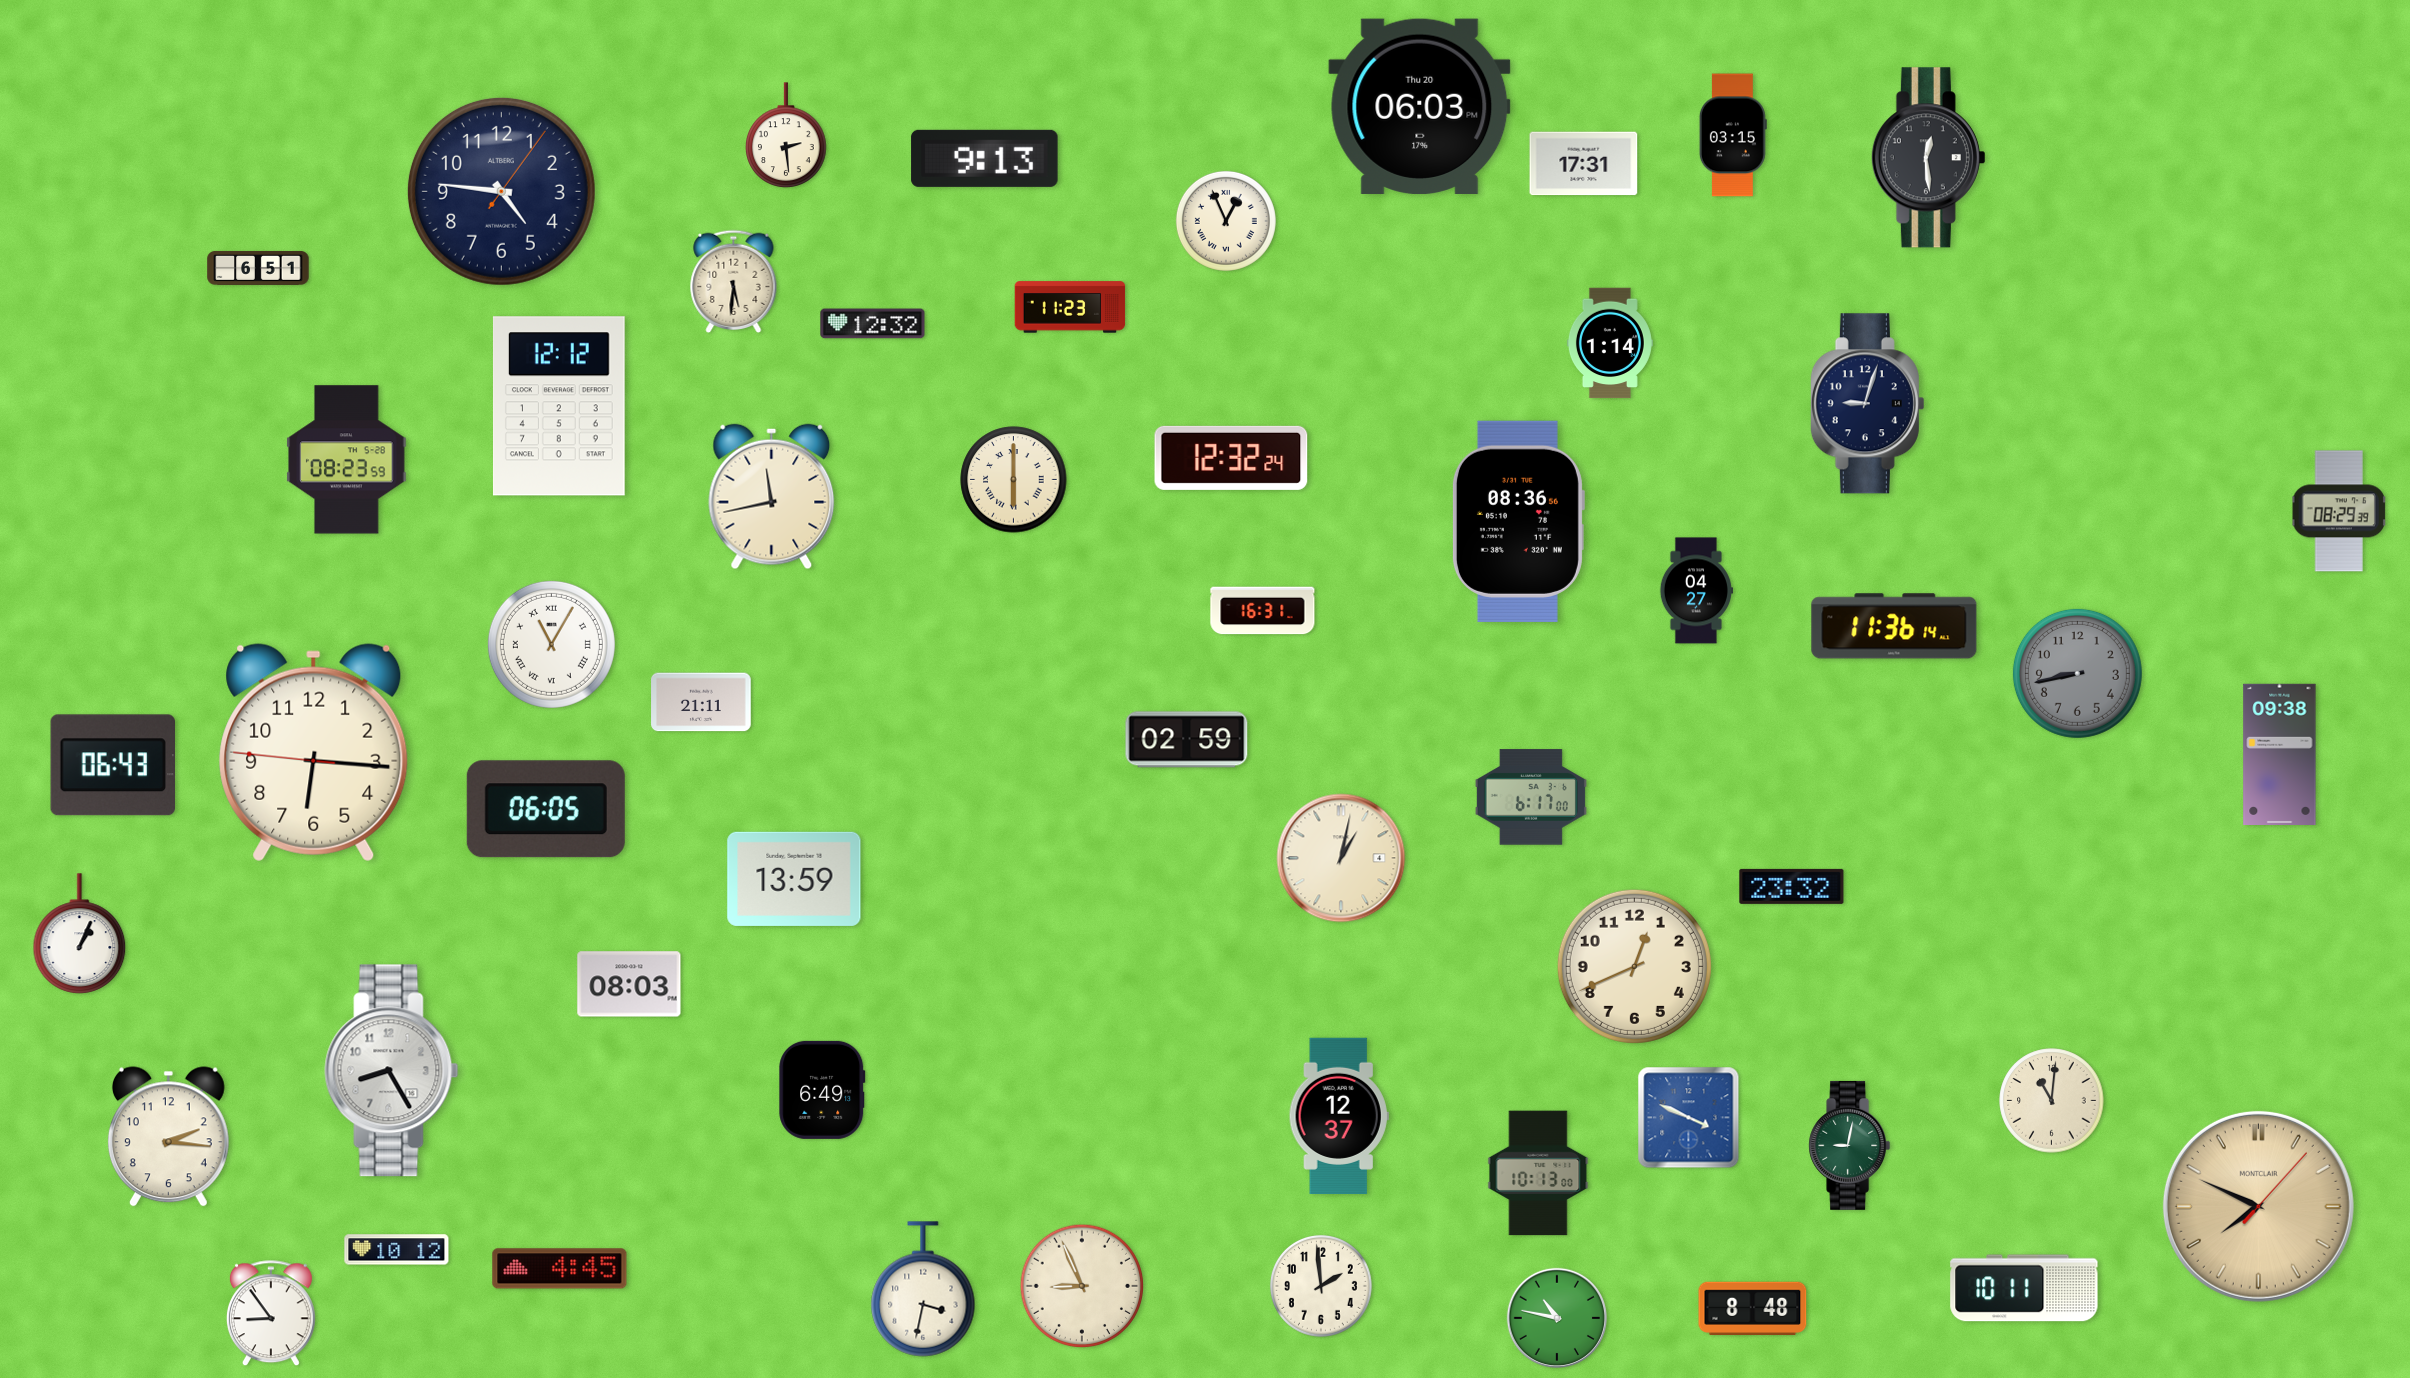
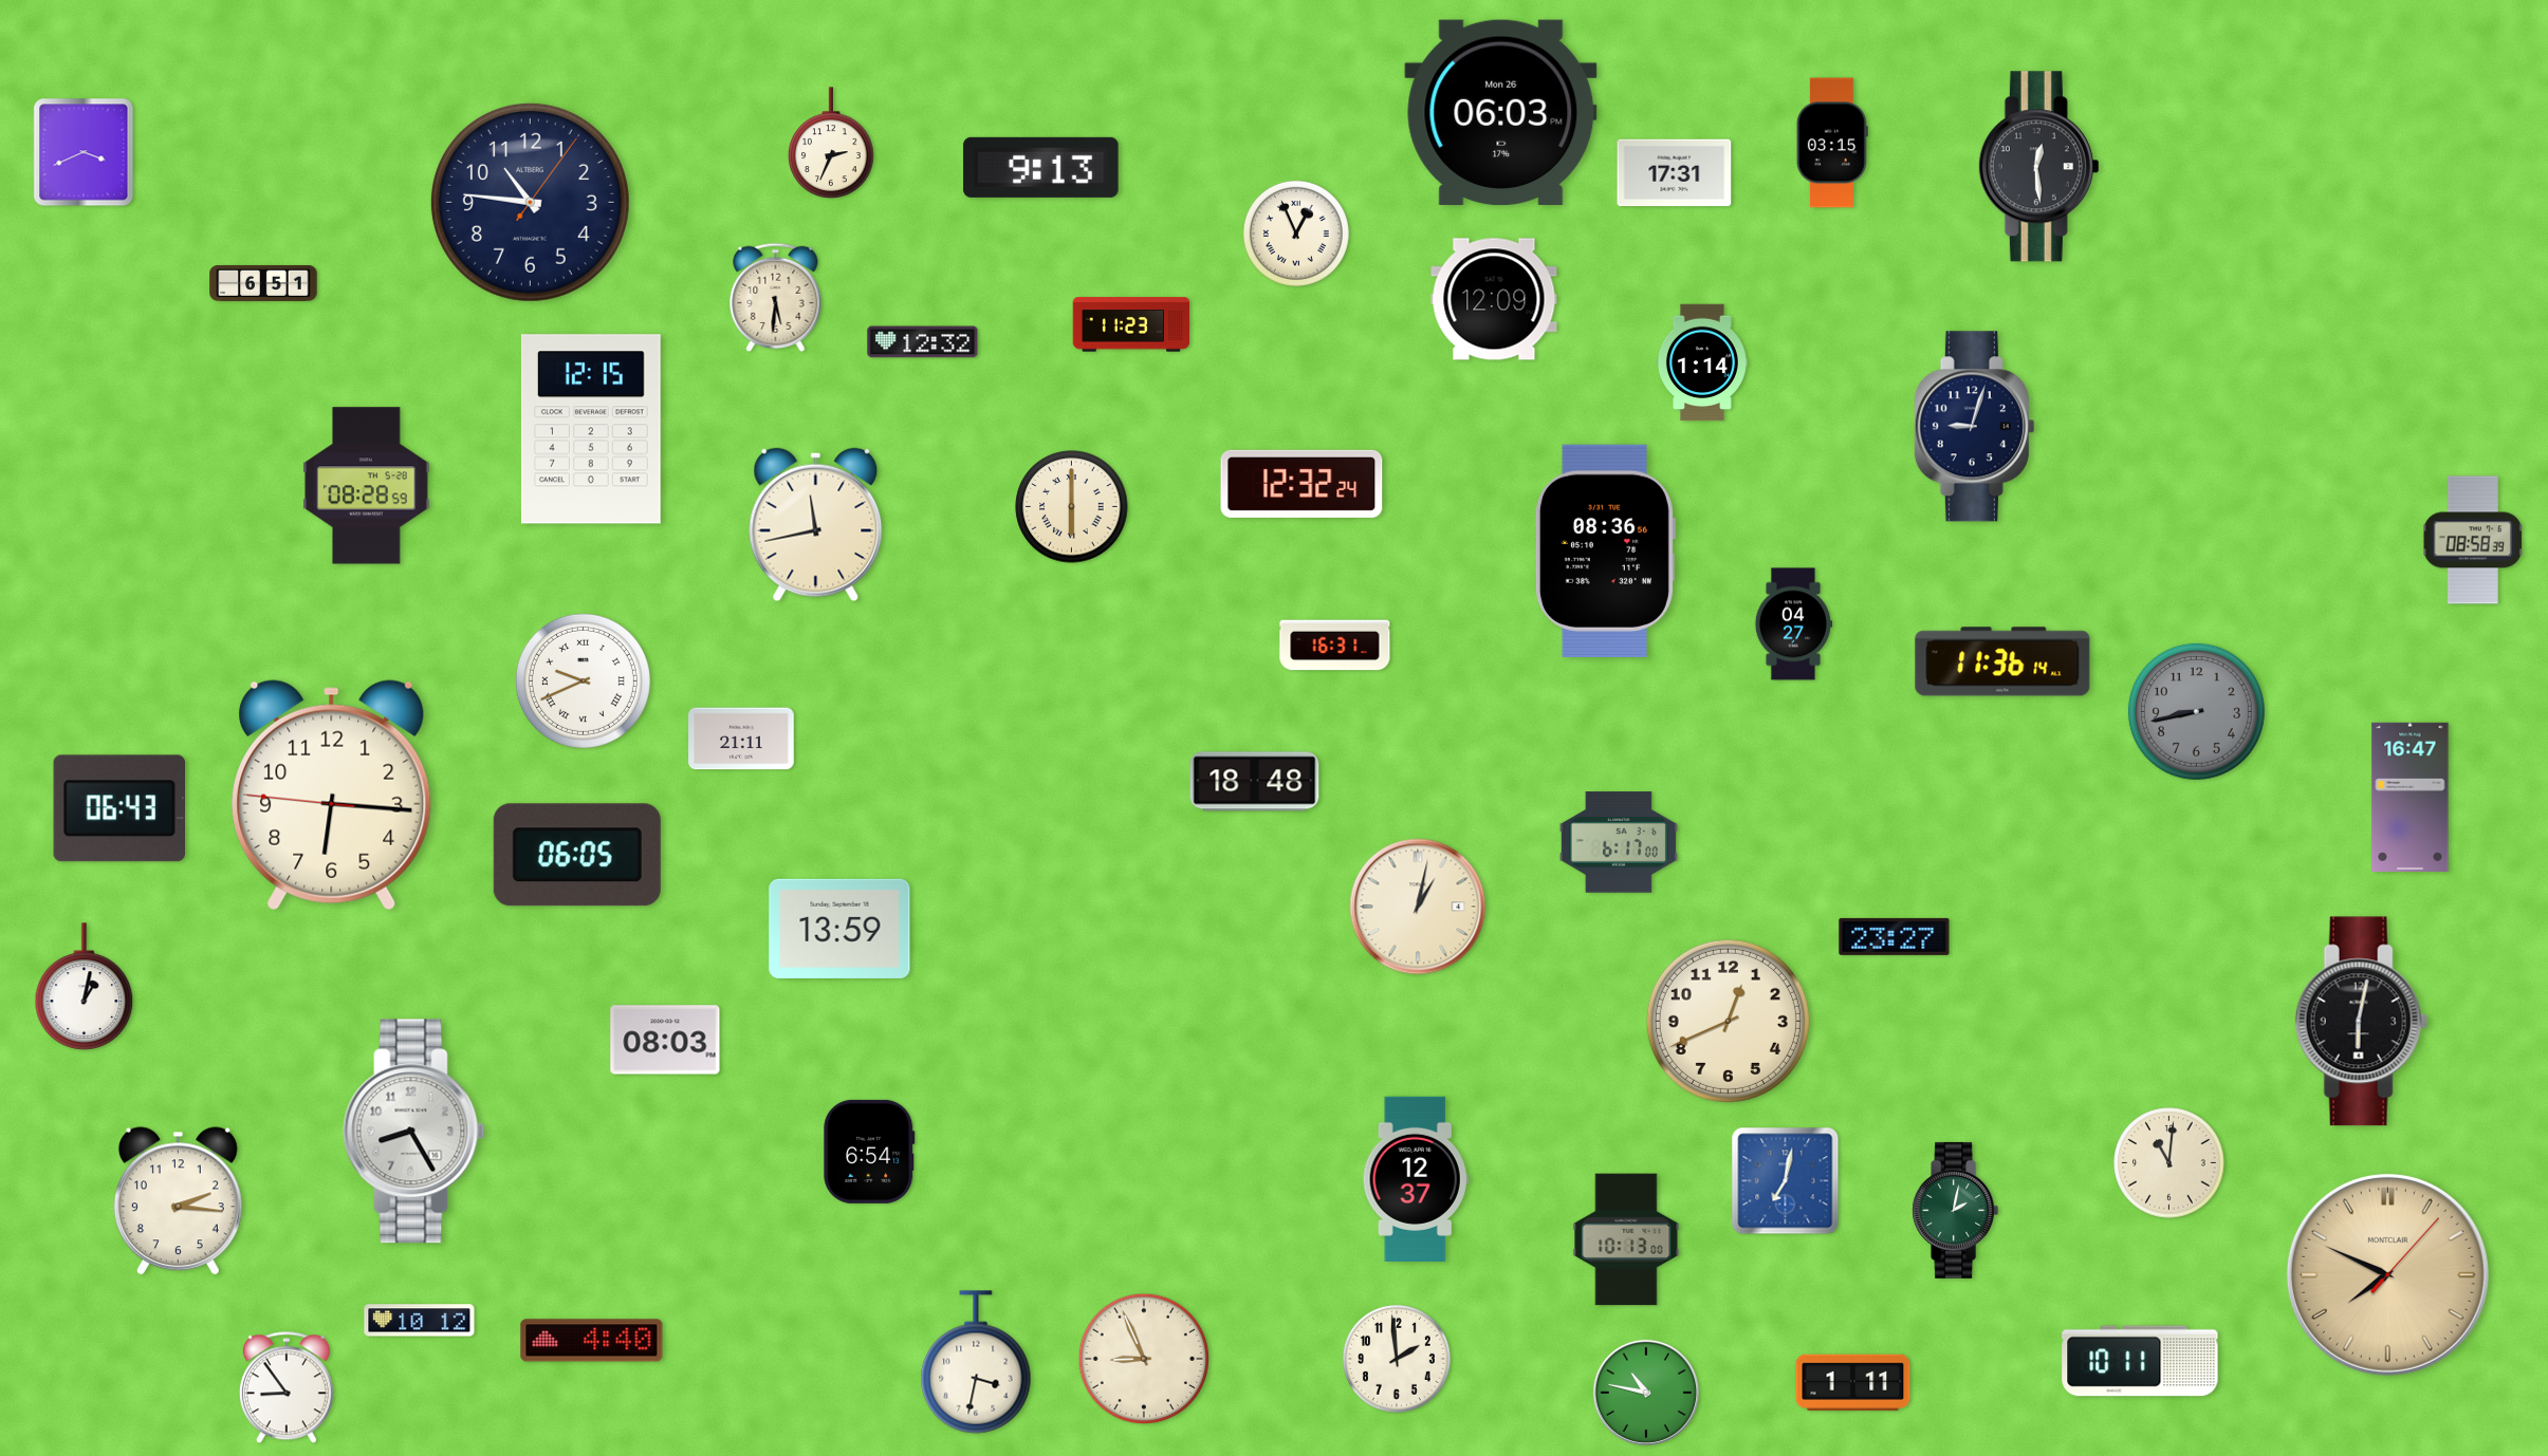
clock at (1420, 106) date: Thu 20 -> Mon 26
clock at (786, 135): 2:29 -> 2:34
clock at (84, 152): none -> 3:41
clock at (501, 191): 4:46 -> 10:46
clock at (258, 268) position: (258, 268) -> (263, 283)
clock at (1494, 299): none -> 12:09
clock at (559, 406): 12:12 -> 12:15
clock at (347, 460): 08:23 -> 08:28
clock at (2339, 511): 08:29 -> 08:58
clock at (551, 644): 11:05 -> 9:41
clock at (701, 702) position: (701, 702) -> (741, 739)
clock at (1187, 740): 02:59 -> 18:48
clock at (2280, 754): 09:38 -> 16:47
clock at (1792, 886): 23:32 -> 23:27
clock at (80, 934): 1:04 -> 1:02
clock at (2361, 1022): none -> 6:02
clock at (822, 1090): 6:49 -> 6:54
clock at (1689, 1118): 3:49 -> 7:02
clock at (1850, 1145): 9:02 -> 2:02
clock at (560, 1269): 4:45 -> 4:40
clock at (1753, 1308): 8:48 -> 1:11
